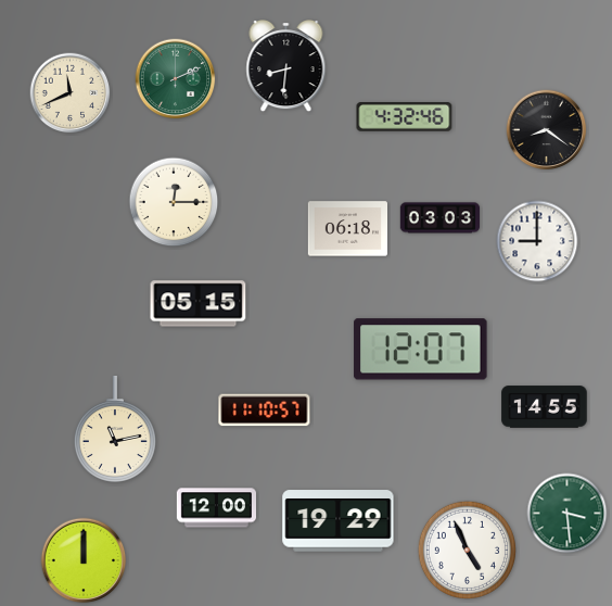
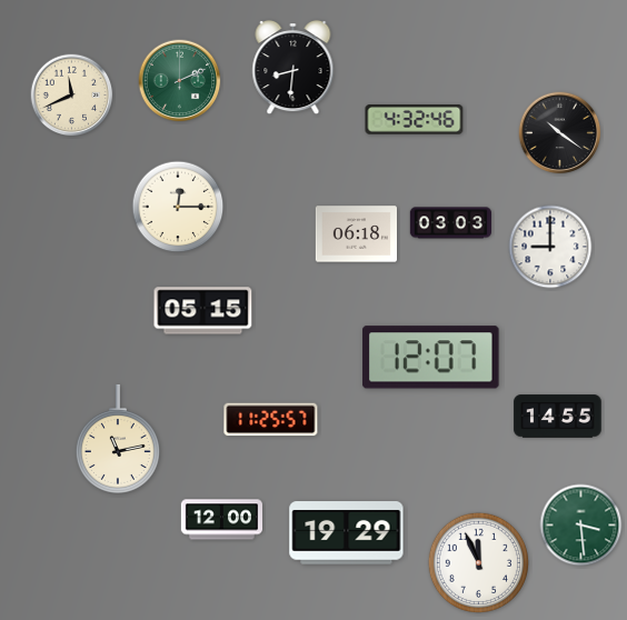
clock at (547, 130): 8:21 -> 10:21
clock at (265, 411): 11:10 -> 11:25
clock at (467, 550): 4:56 -> 11:56
clock at (84, 560): 12:00 -> none
